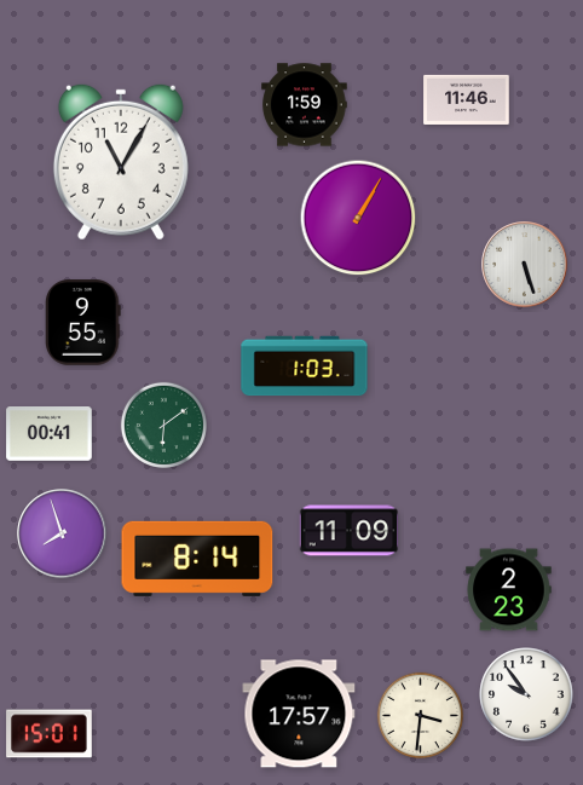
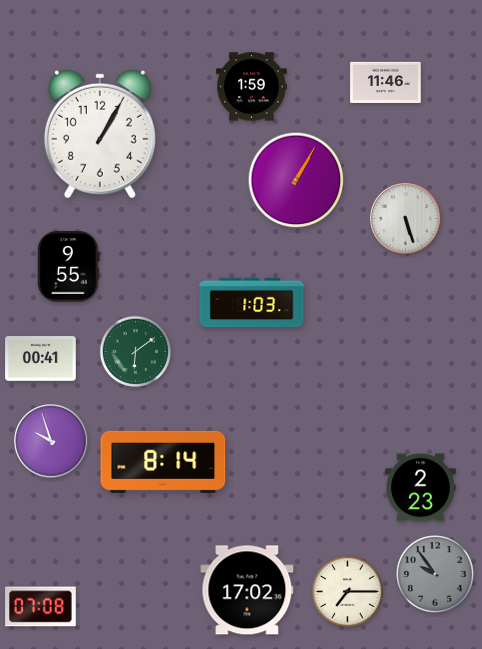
clock at (121, 162): 11:05 -> 1:05
clock at (525, 265) position: (525, 265) -> (406, 219)
clock at (350, 531): 11:09 -> none
clock at (62, 533): 7:57 -> 9:57
clock at (526, 694) dial: white -> grey
clock at (299, 714): 17:57 -> 17:02
clock at (420, 715): 3:31 -> 7:15
clock at (50, 734): 15:01 -> 07:08
